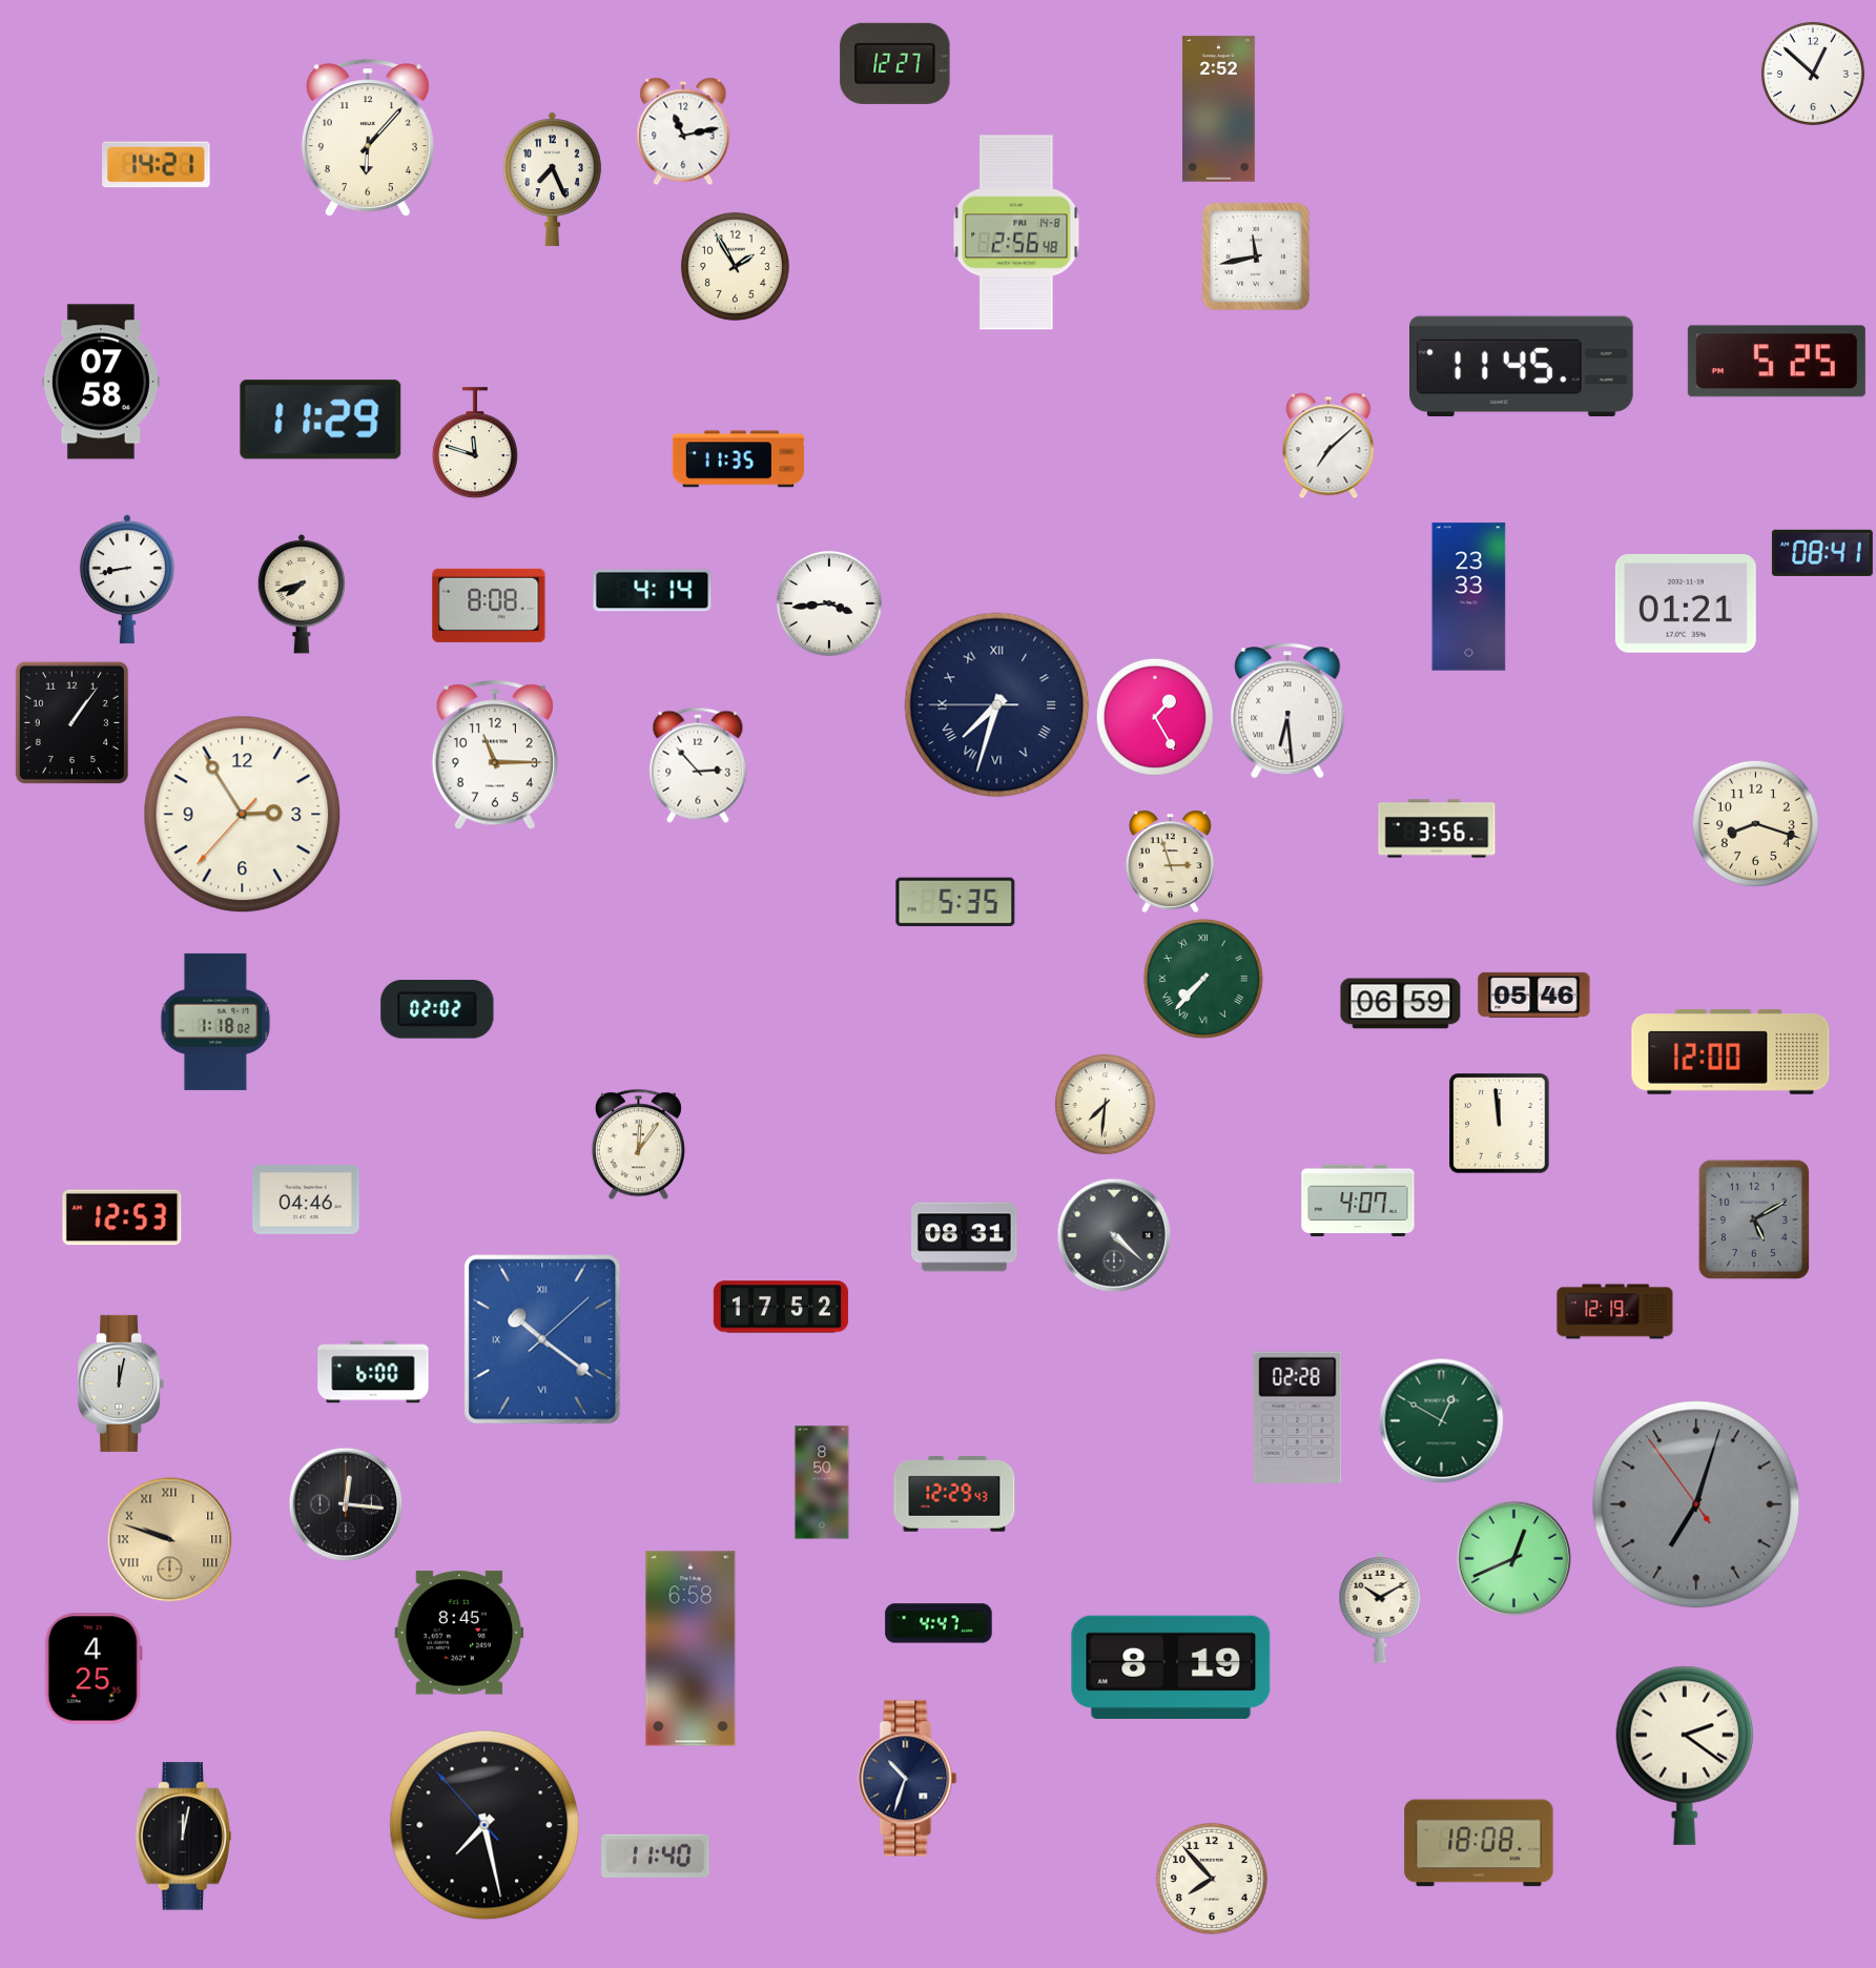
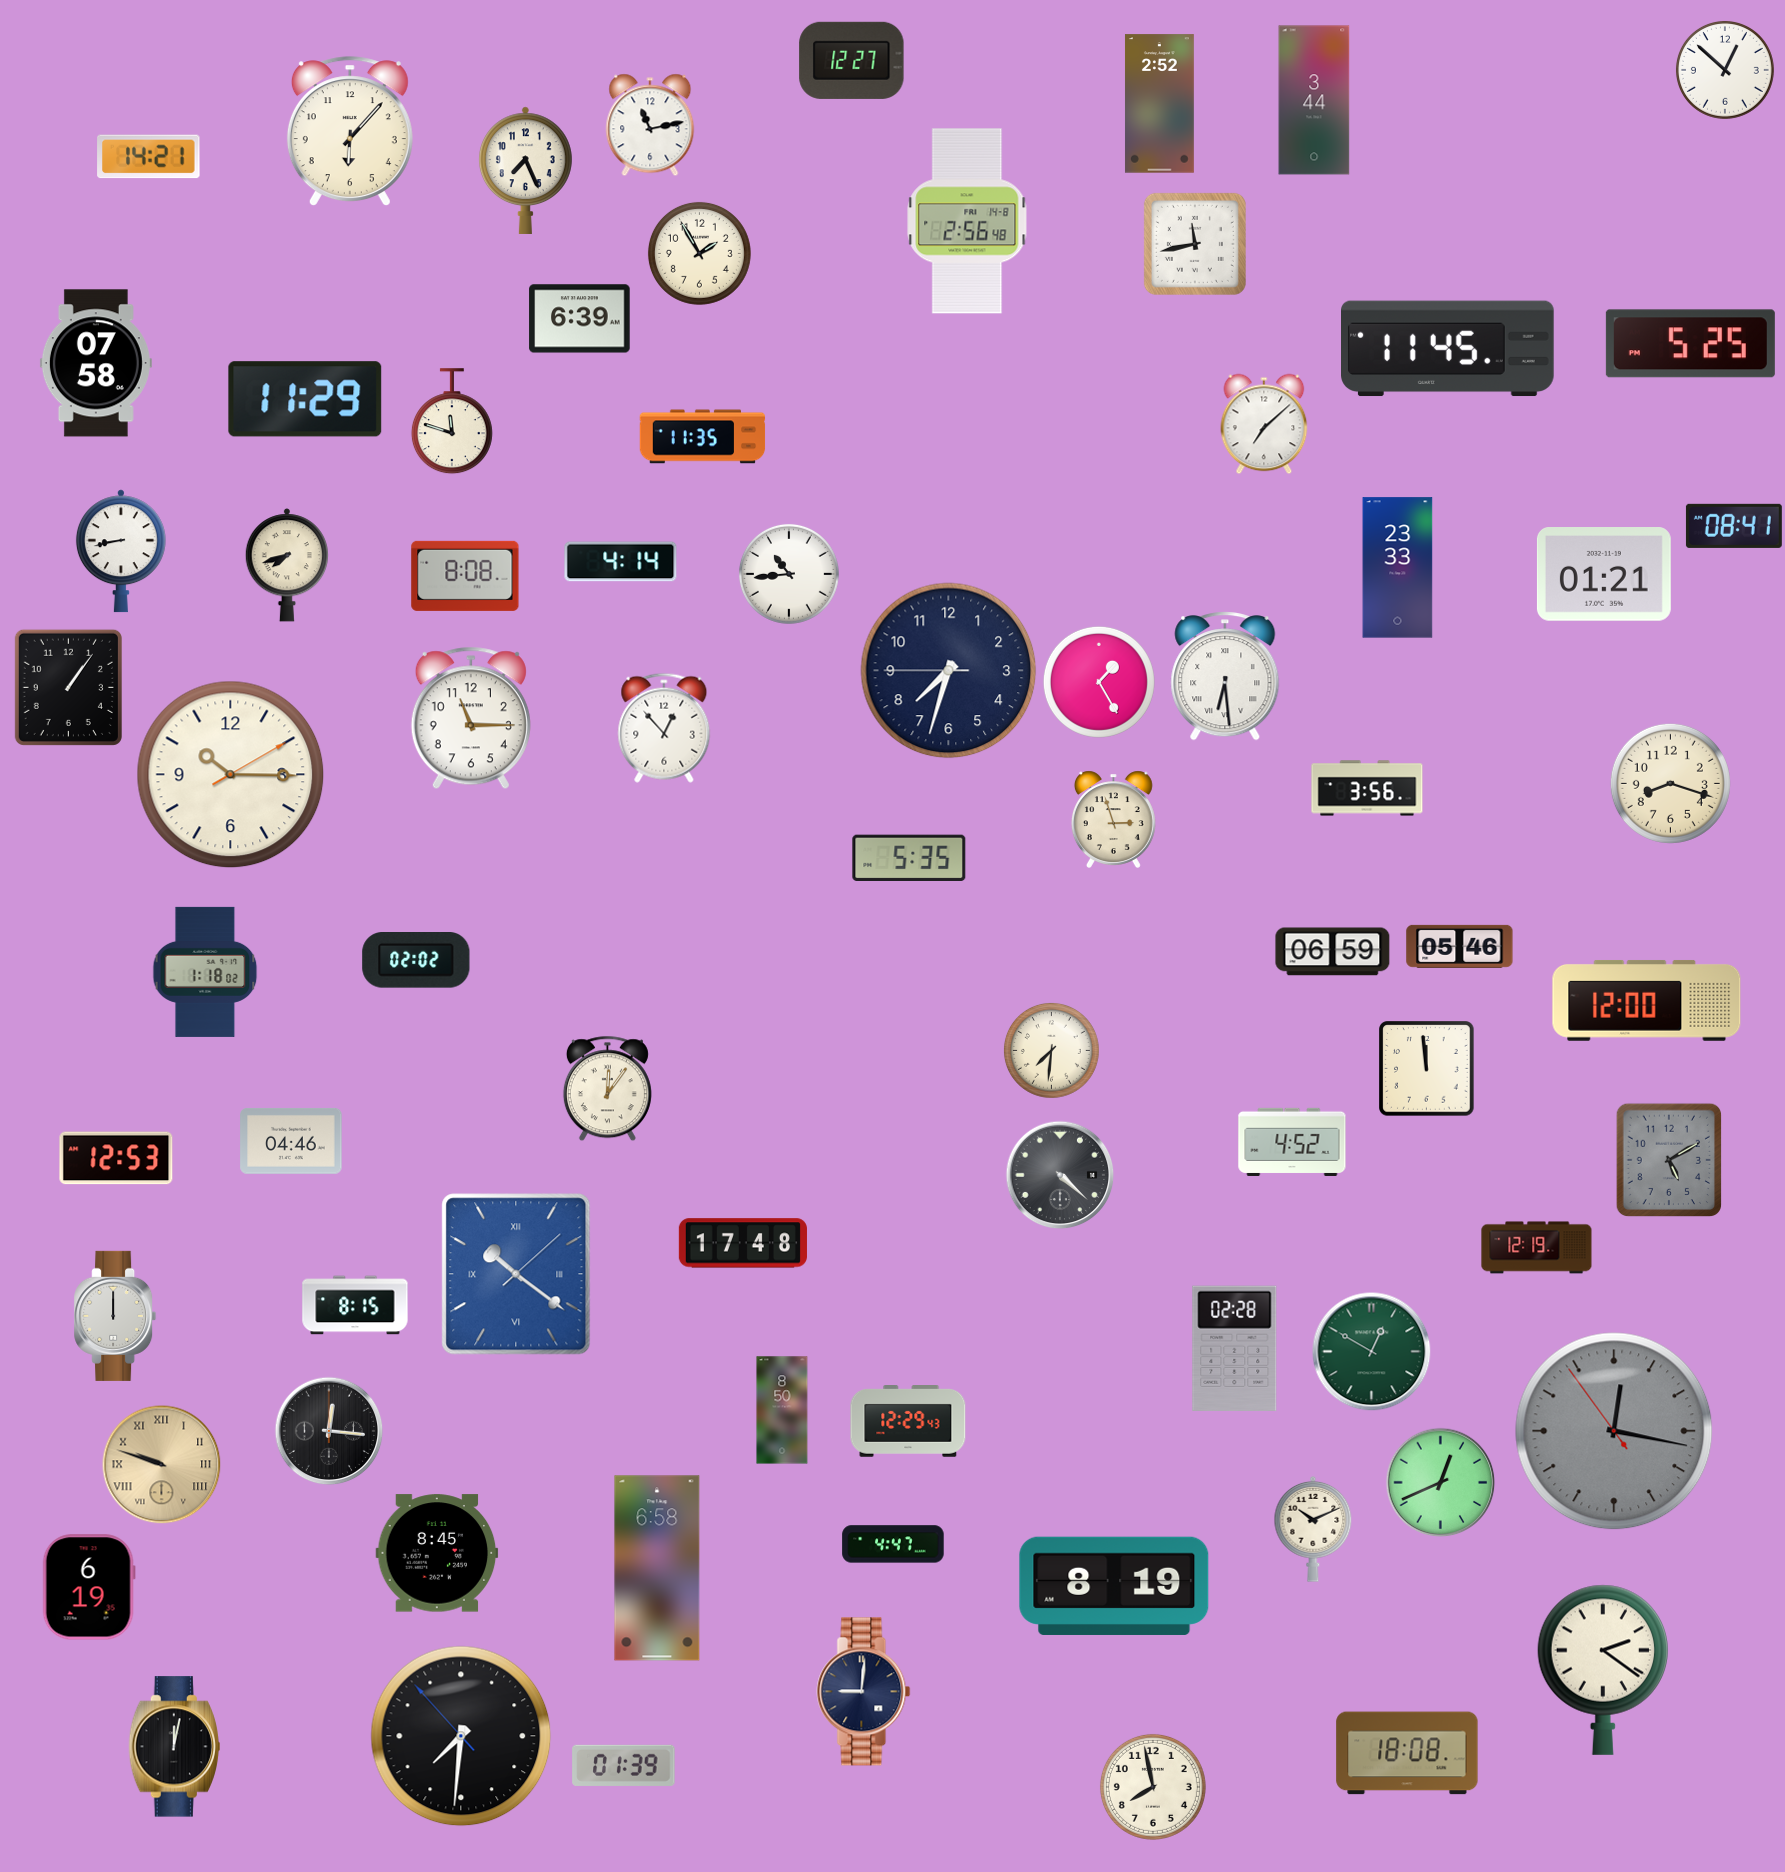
clock at (1314, 100): none -> 3:44
clock at (580, 319): none -> 6:39
clock at (829, 603): 3:44 -> 10:44
clock at (997, 705) numerals: Roman -> Arabic
clock at (698, 765): 2:53 -> 12:53
clock at (243, 815): 2:54 -> 10:15
clock at (1203, 979): 7:37 -> none
clock at (1401, 1004) position: (1401, 1004) -> (1333, 952)
clock at (1358, 1201): 4:07 -> 4:52
clock at (965, 1237): 08:31 -> none
clock at (781, 1307): 17:52 -> 17:48
clock at (373, 1372): 6:00 -> 8:15
clock at (121, 1383): 12:02 -> 12:00
clock at (1696, 1504): 7:02 -> 12:16
clock at (1380, 1607): 10:10 -> 10:11
clock at (94, 1668): 4:25 -> 6:19
clock at (908, 1779): 10:33 -> 9:01
clock at (485, 1825): 7:27 -> 7:30
clock at (656, 1856): 11:40 -> 01:39
clock at (1212, 1879): 7:53 -> 7:58
